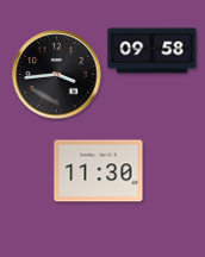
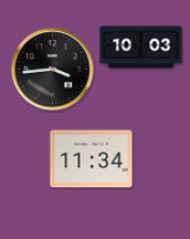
clock at (153, 51): 09:58 -> 10:03
clock at (99, 171): 11:30 -> 11:34
